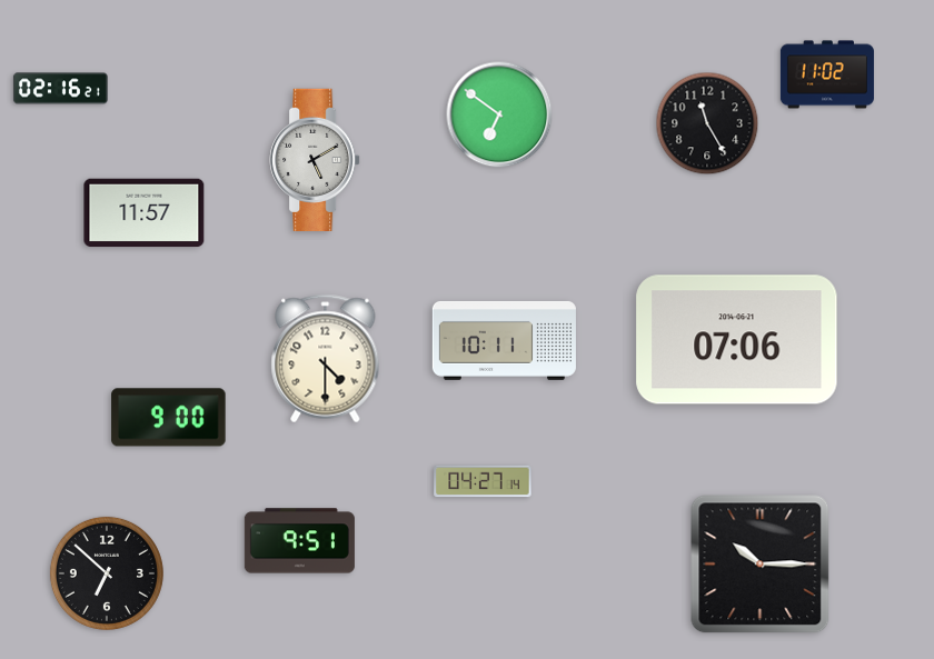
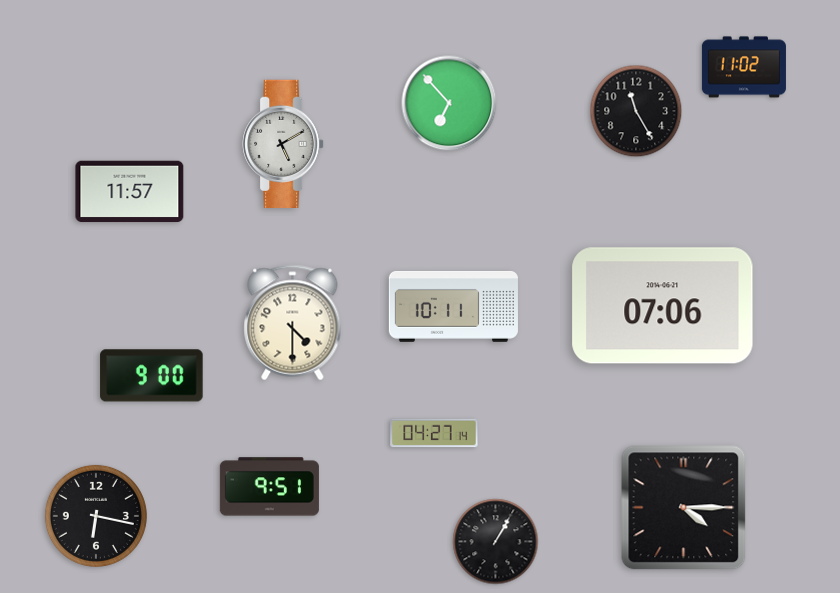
clock at (60, 89): 02:16 -> none
clock at (499, 114): 6:51 -> 6:53
clock at (761, 565): 10:15 -> 4:15
clock at (107, 573): 6:52 -> 6:17
clock at (496, 542): none -> 1:05
